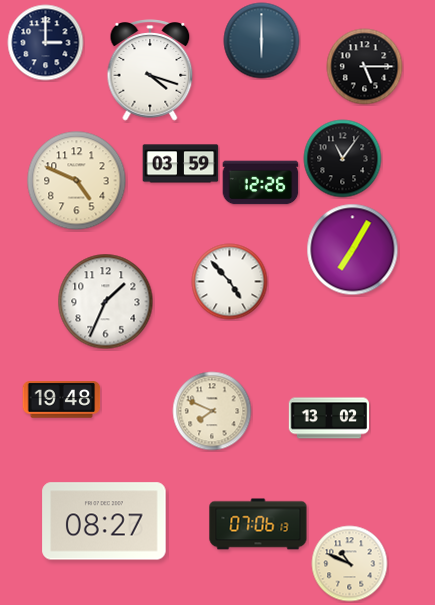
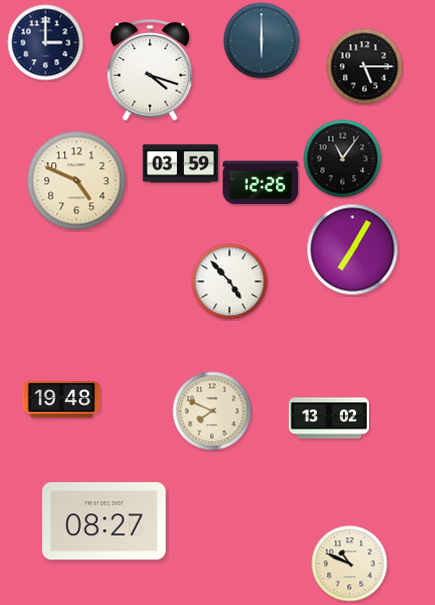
clock at (106, 302): 1:34 -> none
clock at (258, 524): 07:06 -> none
